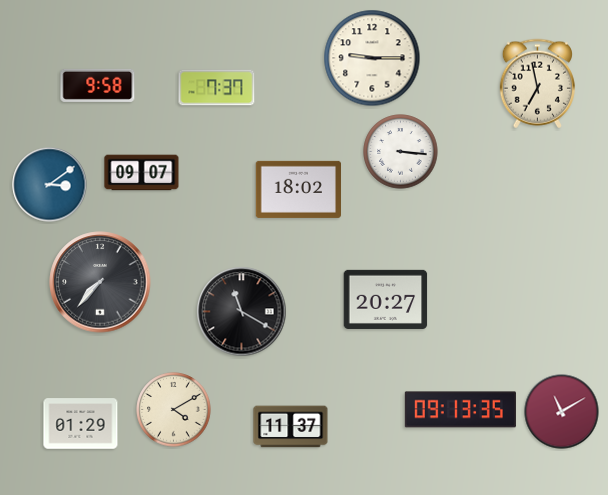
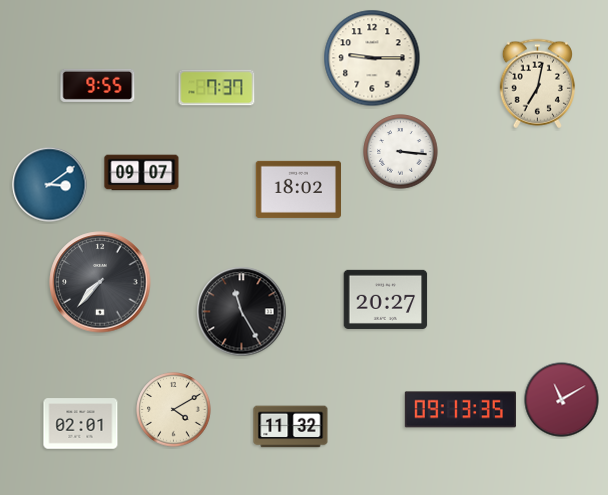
clock at (537, 84): 6:58 -> 7:02
clock at (98, 85): 9:58 -> 9:55
clock at (242, 312): 11:20 -> 11:25
clock at (562, 412) position: (562, 412) -> (562, 400)
clock at (81, 424): 01:29 -> 02:01
clock at (291, 427): 11:37 -> 11:32
